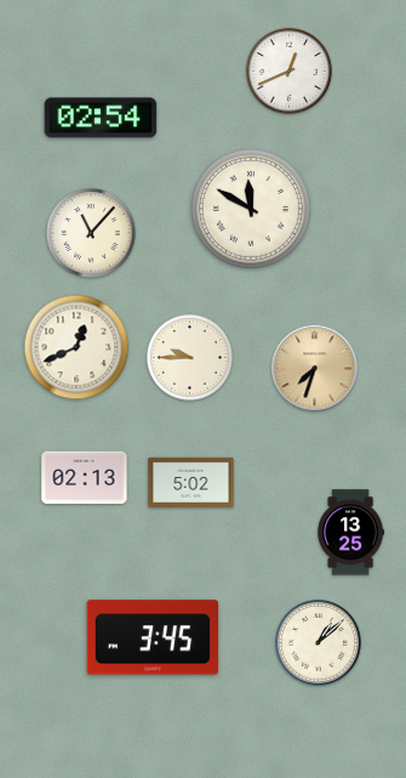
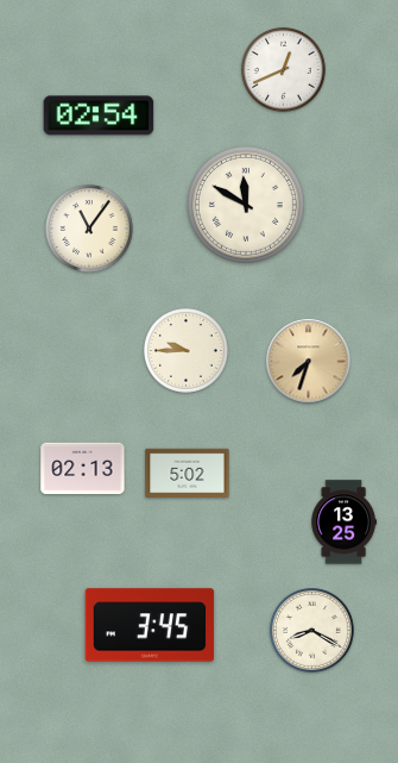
clock at (91, 233): 11:07 -> 11:06
clock at (76, 347): 12:41 -> none
clock at (319, 643): 1:08 -> 8:20
